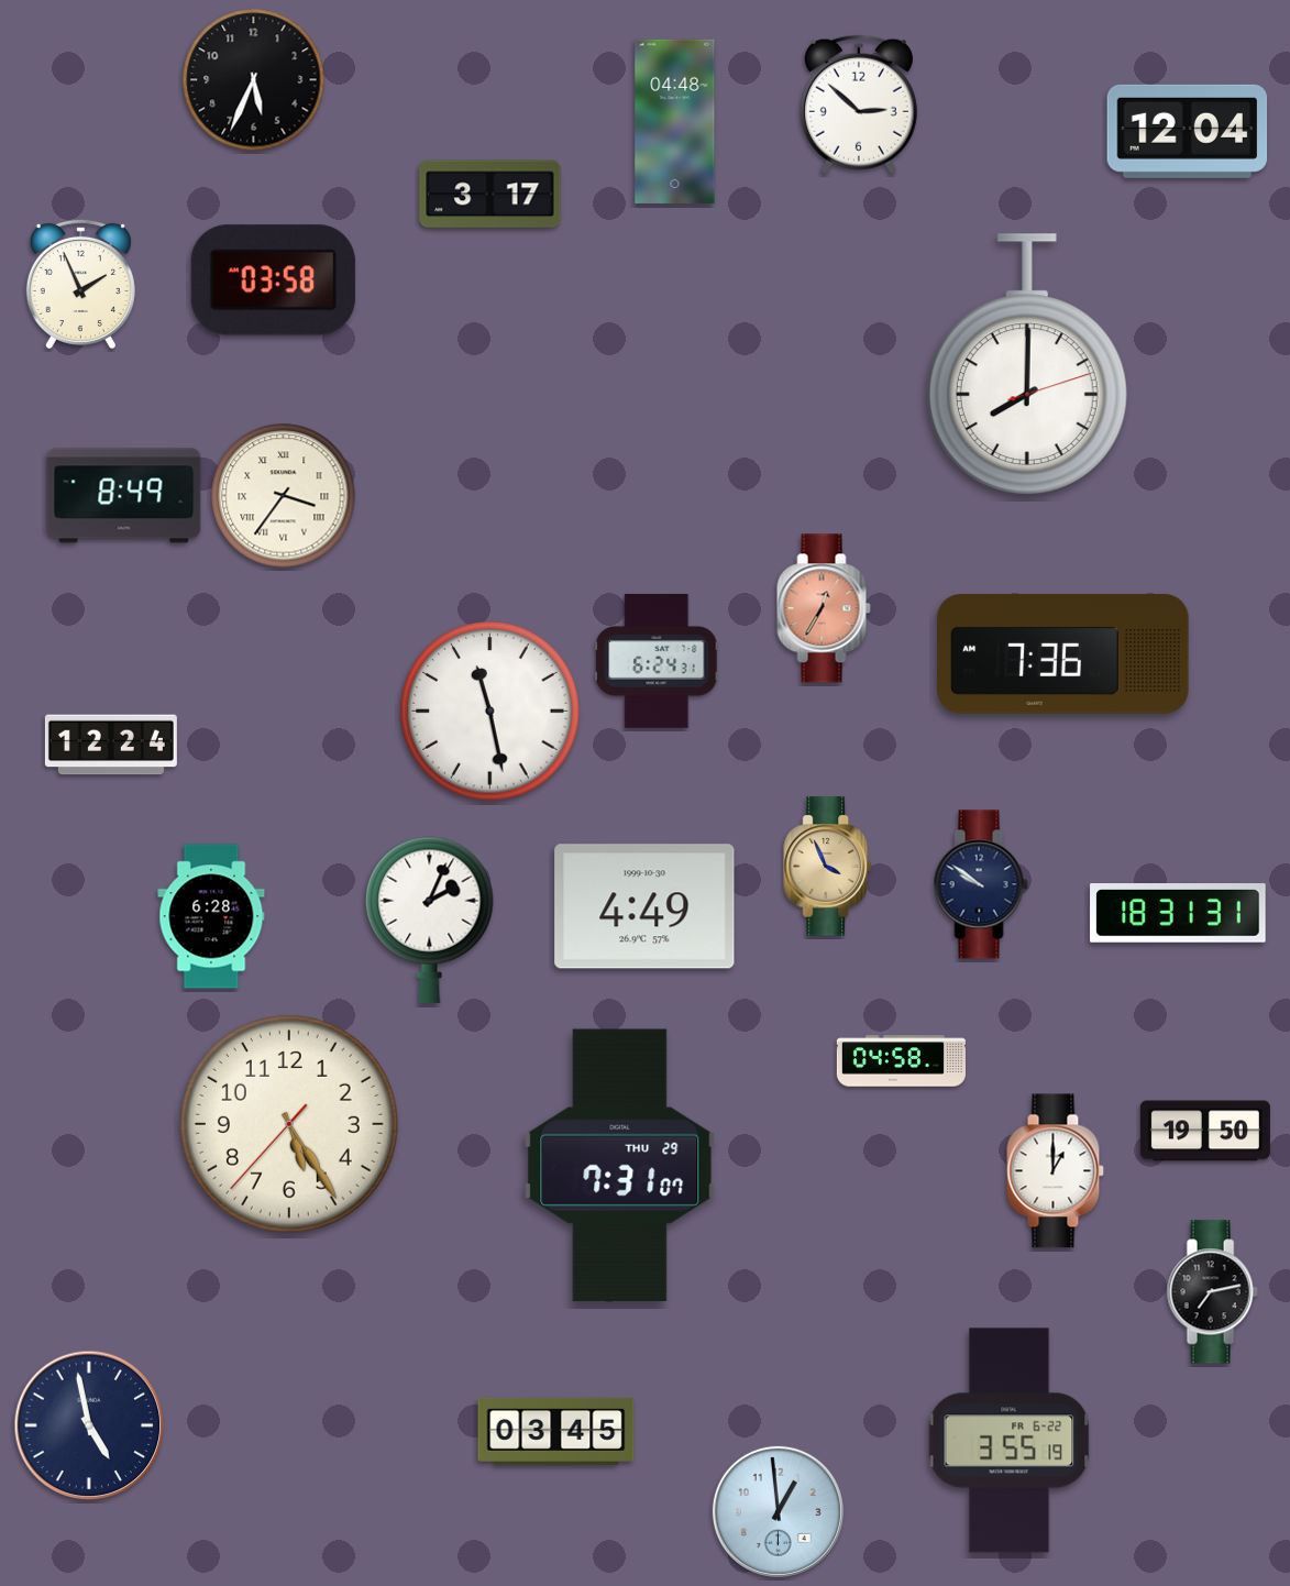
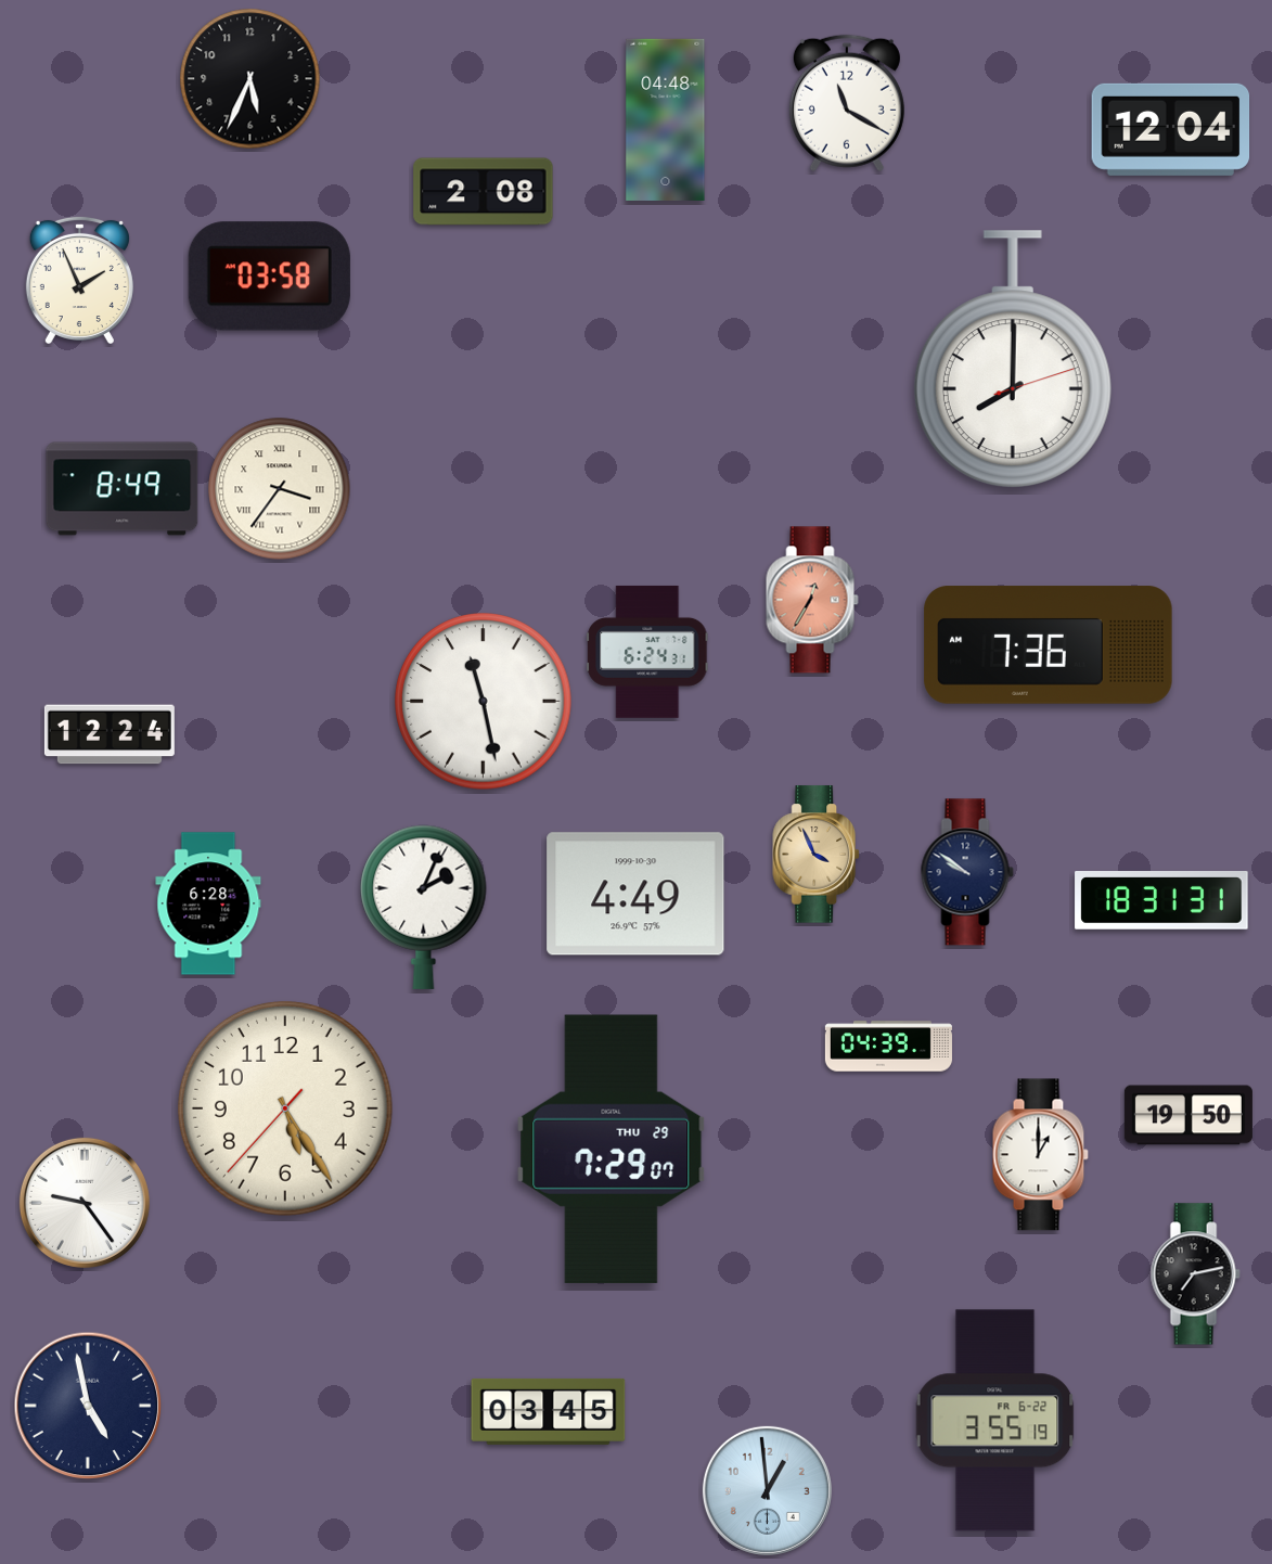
clock at (859, 104): 2:52 -> 11:20
clock at (490, 195): 3:17 -> 2:08
clock at (901, 1061): 04:58 -> 04:39
clock at (620, 1165): 7:31 -> 7:29
clock at (85, 1203): none -> 9:24
